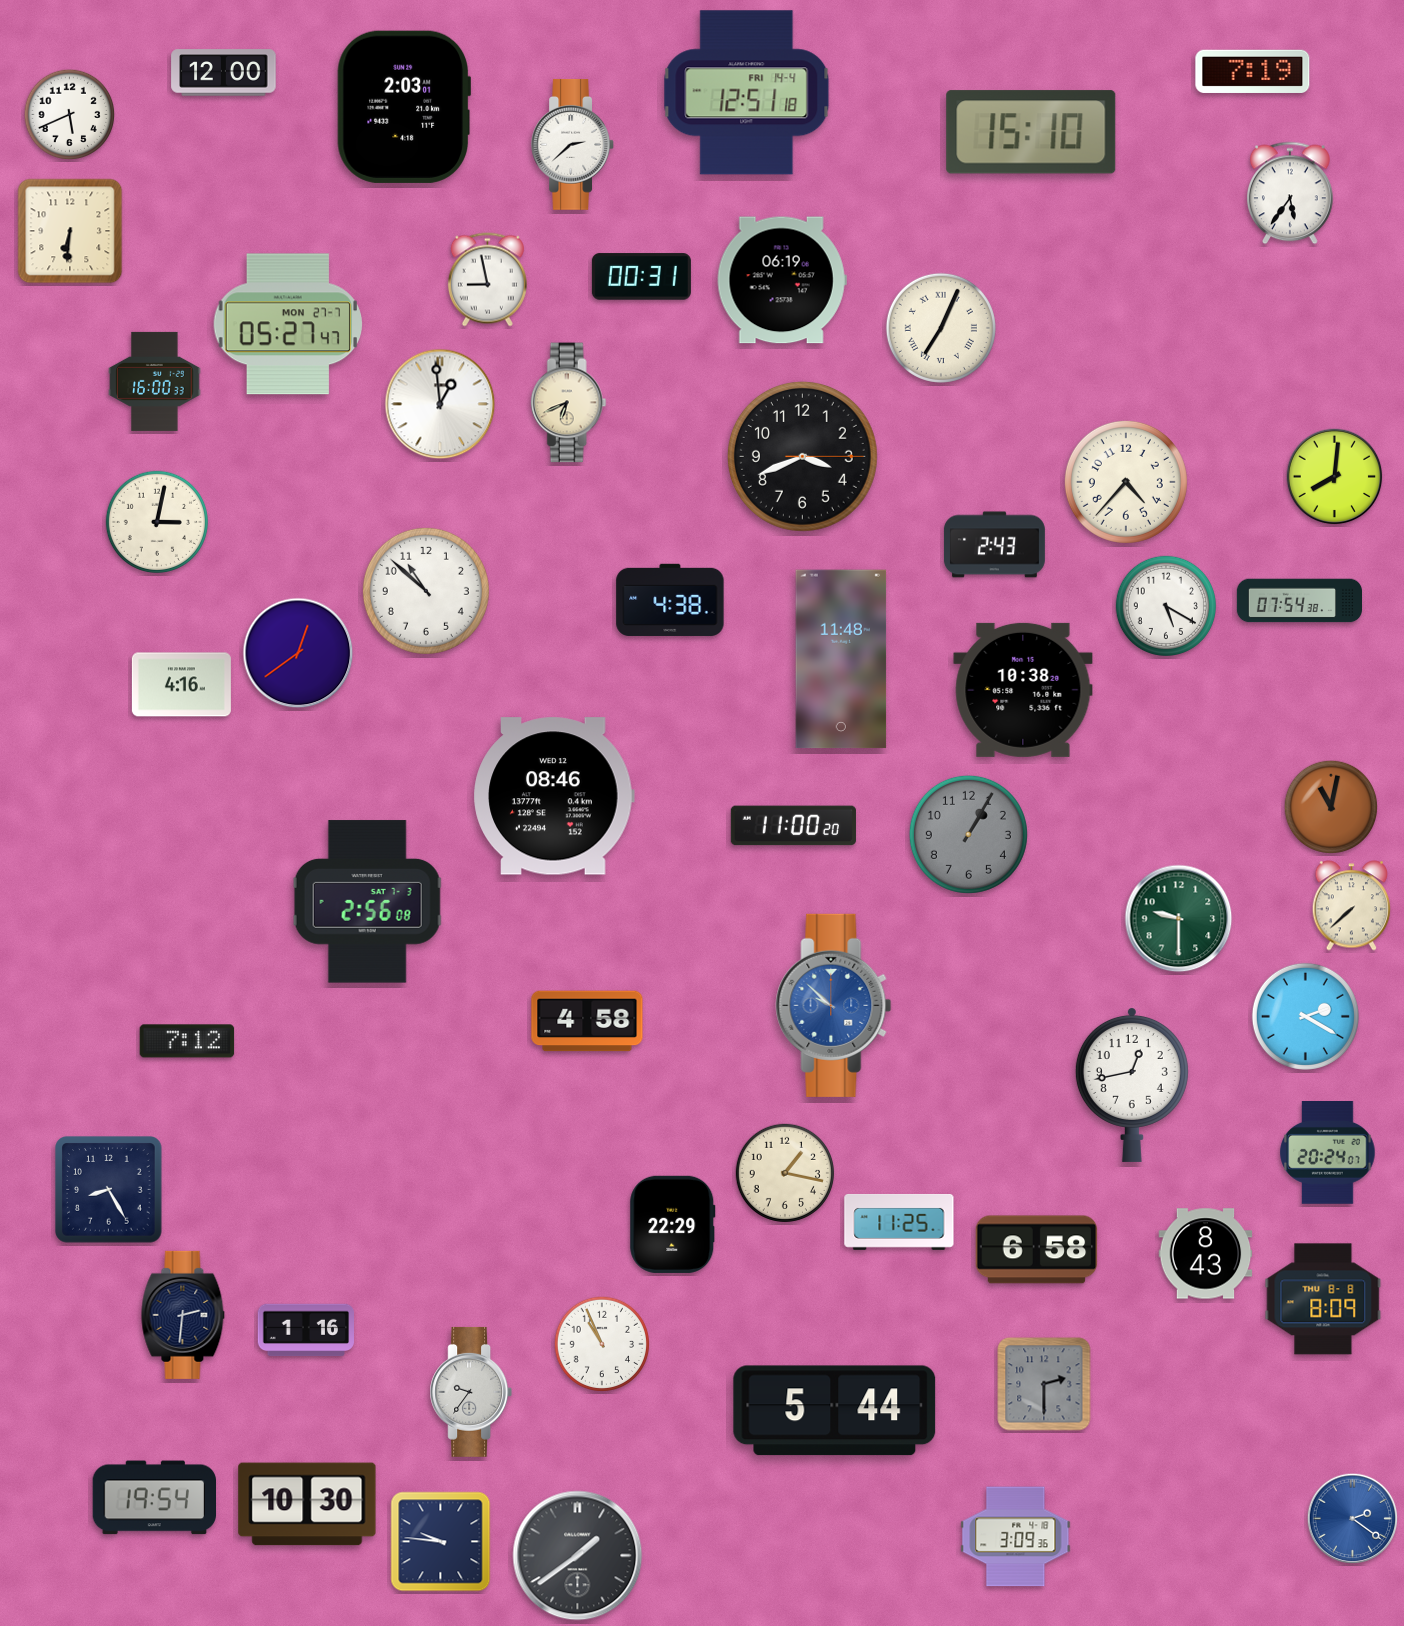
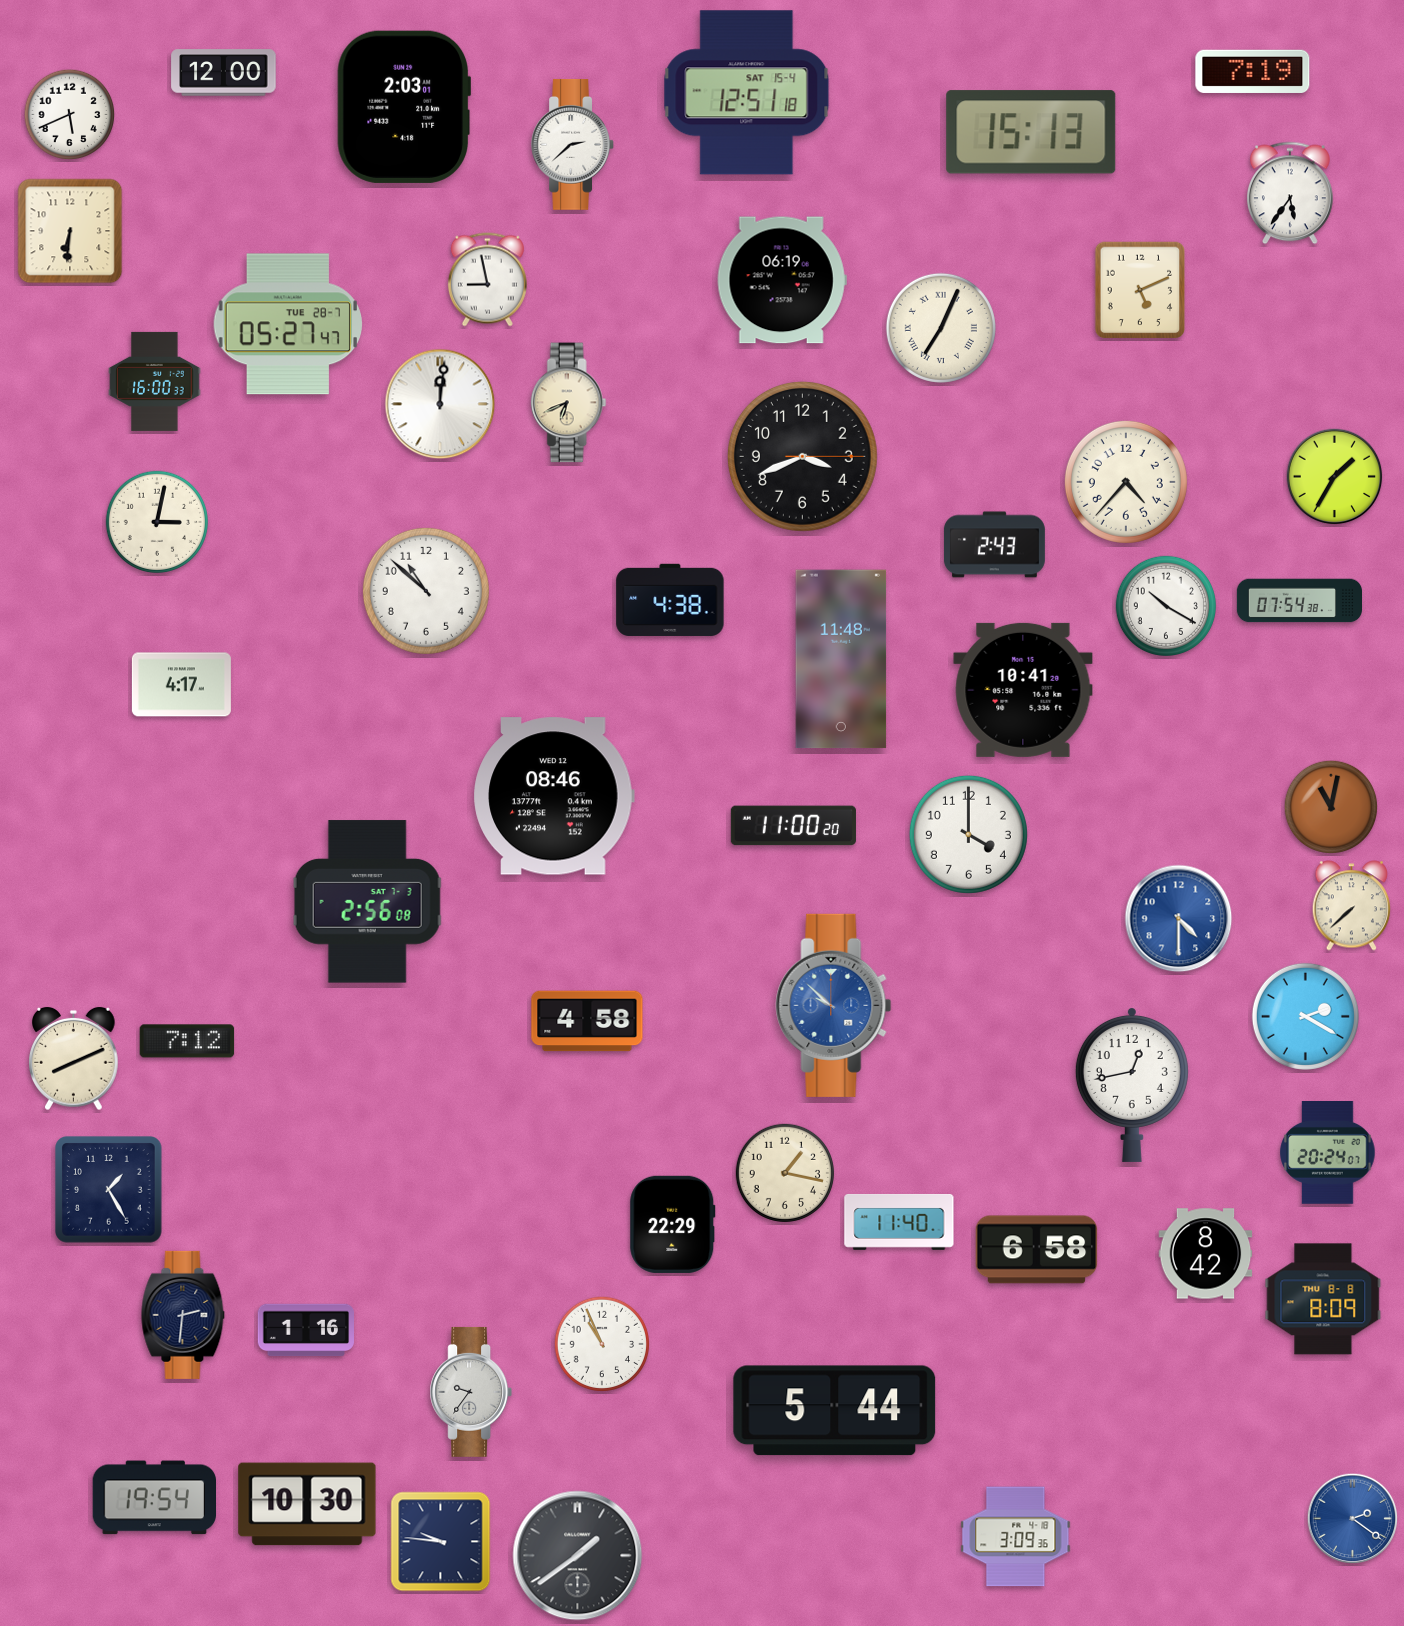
clock at (747, 93) date: FRI 14-4 -> SAT 15-4
clock at (1031, 132): 15:10 -> 15:13
clock at (641, 277): 00:31 -> none
clock at (1140, 290): none -> 5:11
clock at (287, 324) date: MON 27-7 -> TUE 28-7
clock at (440, 404): 12:59 -> 12:01
clock at (1335, 477): 8:01 -> 1:35
clock at (1166, 606): 5:20 -> 10:20
clock at (298, 653): 12:39 -> none
clock at (181, 685): 4:16 -> 4:17
clock at (1023, 690): 10:38 -> 10:41
clock at (968, 834): 1:05 -> 4:00
clock at (968, 834) dial: grey -> white
clock at (1179, 919): 9:30 -> 4:30
clock at (1179, 919) dial: green -> blue
clock at (74, 1059): none -> 8:11
clock at (109, 1190): 8:25 -> 1:25
clock at (899, 1222): 11:25 -> 11:40
clock at (1206, 1254): 8:43 -> 8:42
clock at (1044, 1384): 2:30 -> none
